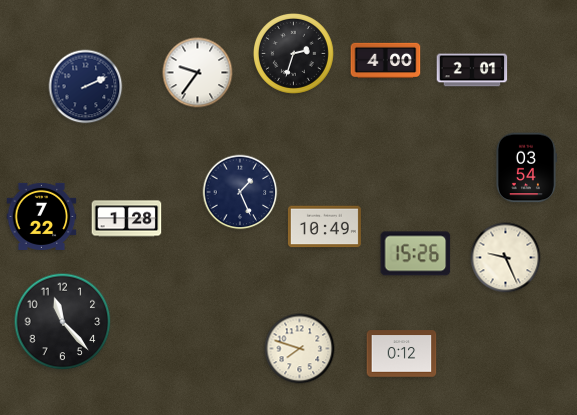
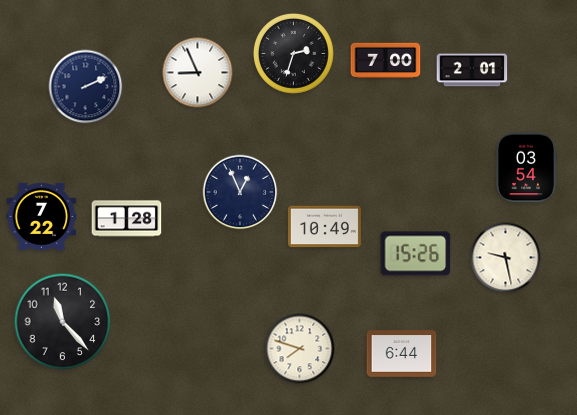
clock at (386, 61): 4:00 -> 7:00
clock at (198, 73): 9:36 -> 8:56
clock at (240, 192): 1:26 -> 12:56
clock at (506, 258): 9:26 -> 9:28
clock at (402, 354): 0:12 -> 6:44
